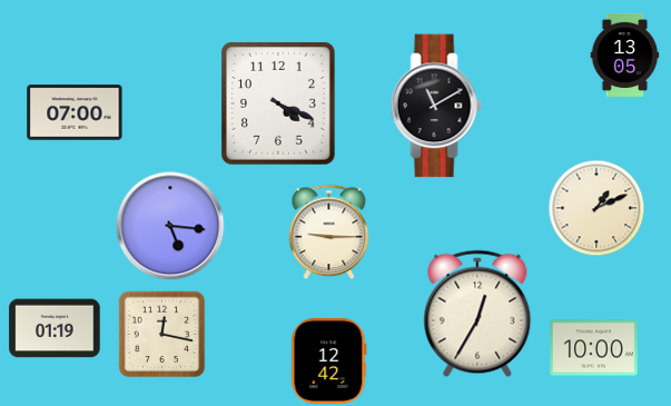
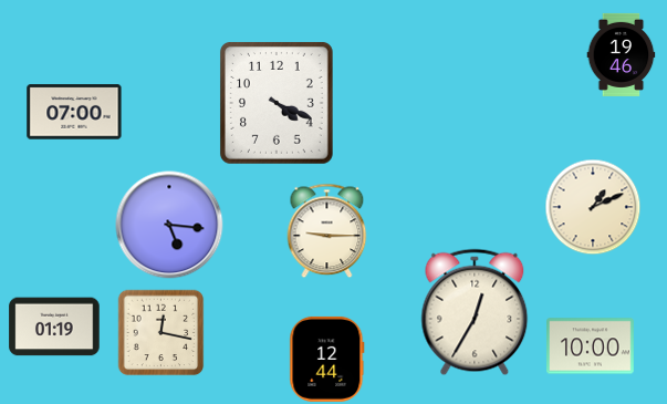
clock at (625, 55): 13:05 -> 19:46
clock at (436, 106): 11:10 -> none
clock at (329, 360): 12:42 -> 12:44
